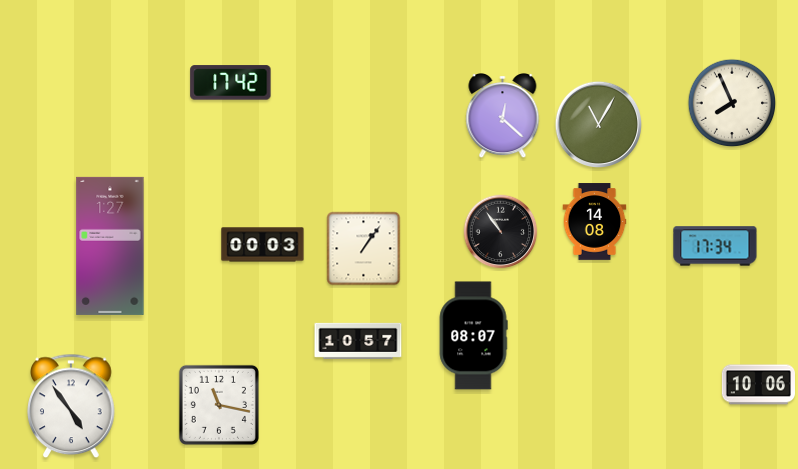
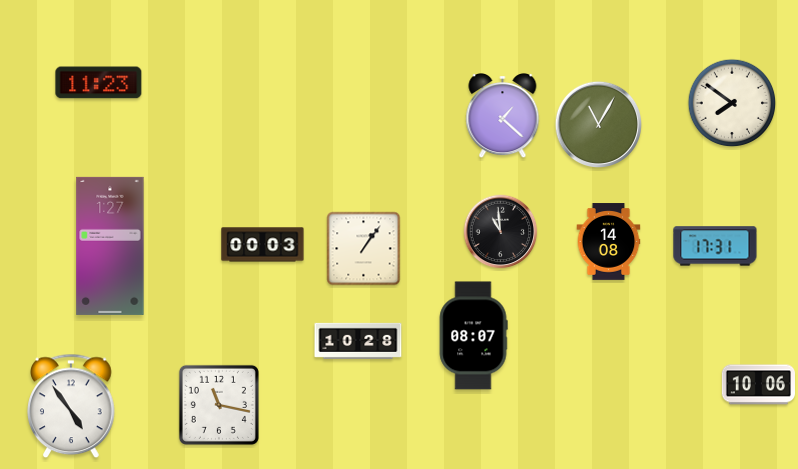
clock at (99, 83): none -> 11:23
clock at (231, 83): 17:42 -> none
clock at (732, 103): 7:56 -> 7:51
clock at (503, 117): 12:22 -> 1:22
clock at (595, 222) position: (595, 222) -> (609, 242)
clock at (501, 232): 10:54 -> 10:59
clock at (715, 246): 17:34 -> 17:31
clock at (358, 341): 10:57 -> 10:28
